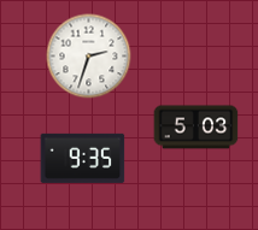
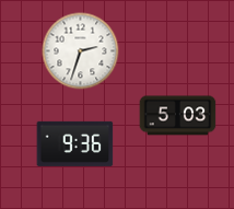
clock at (83, 158): 9:35 -> 9:36
